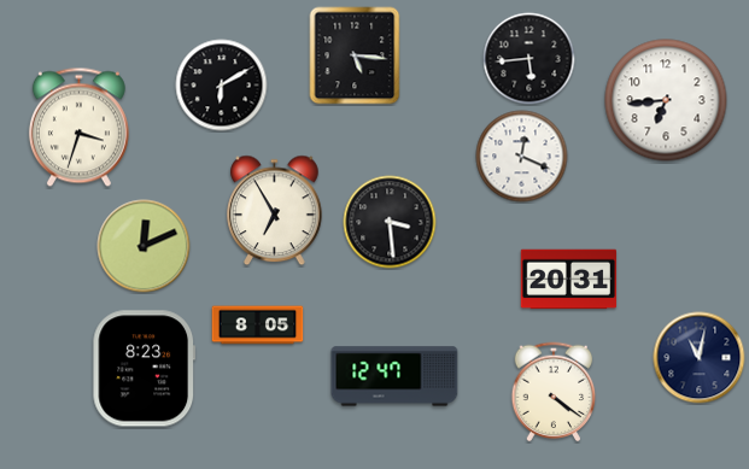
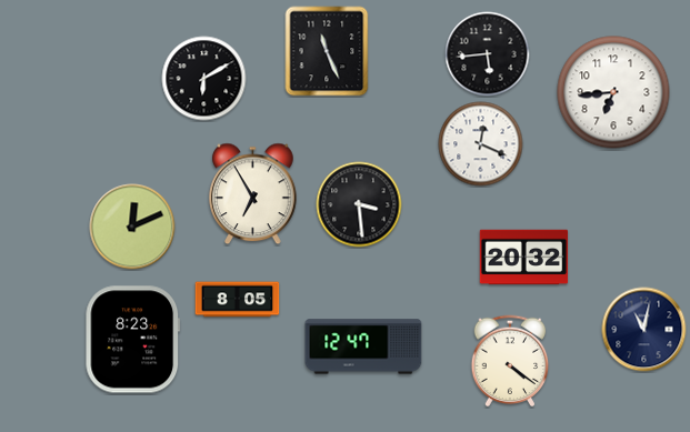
clock at (355, 55): 5:16 -> 11:26
clock at (78, 128): 3:33 -> none
clock at (569, 280): 20:31 -> 20:32
